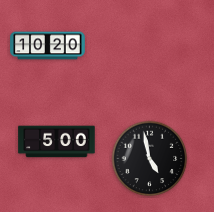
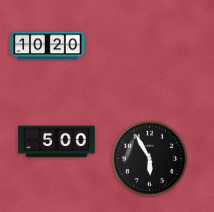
clock at (150, 159): 4:58 -> 5:55
